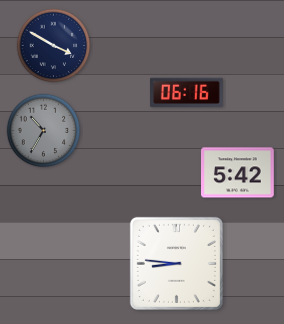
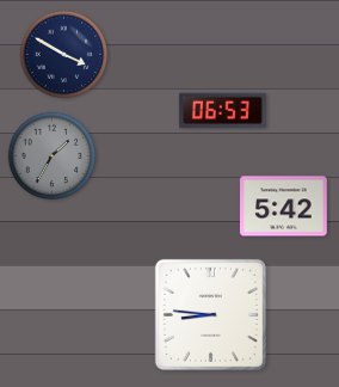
clock at (187, 93): 06:16 -> 06:53
clock at (44, 131): 10:35 -> 1:35
